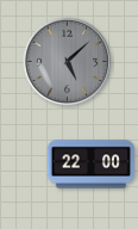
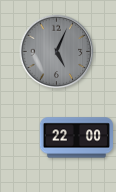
clock at (68, 62): 5:08 -> 5:04
